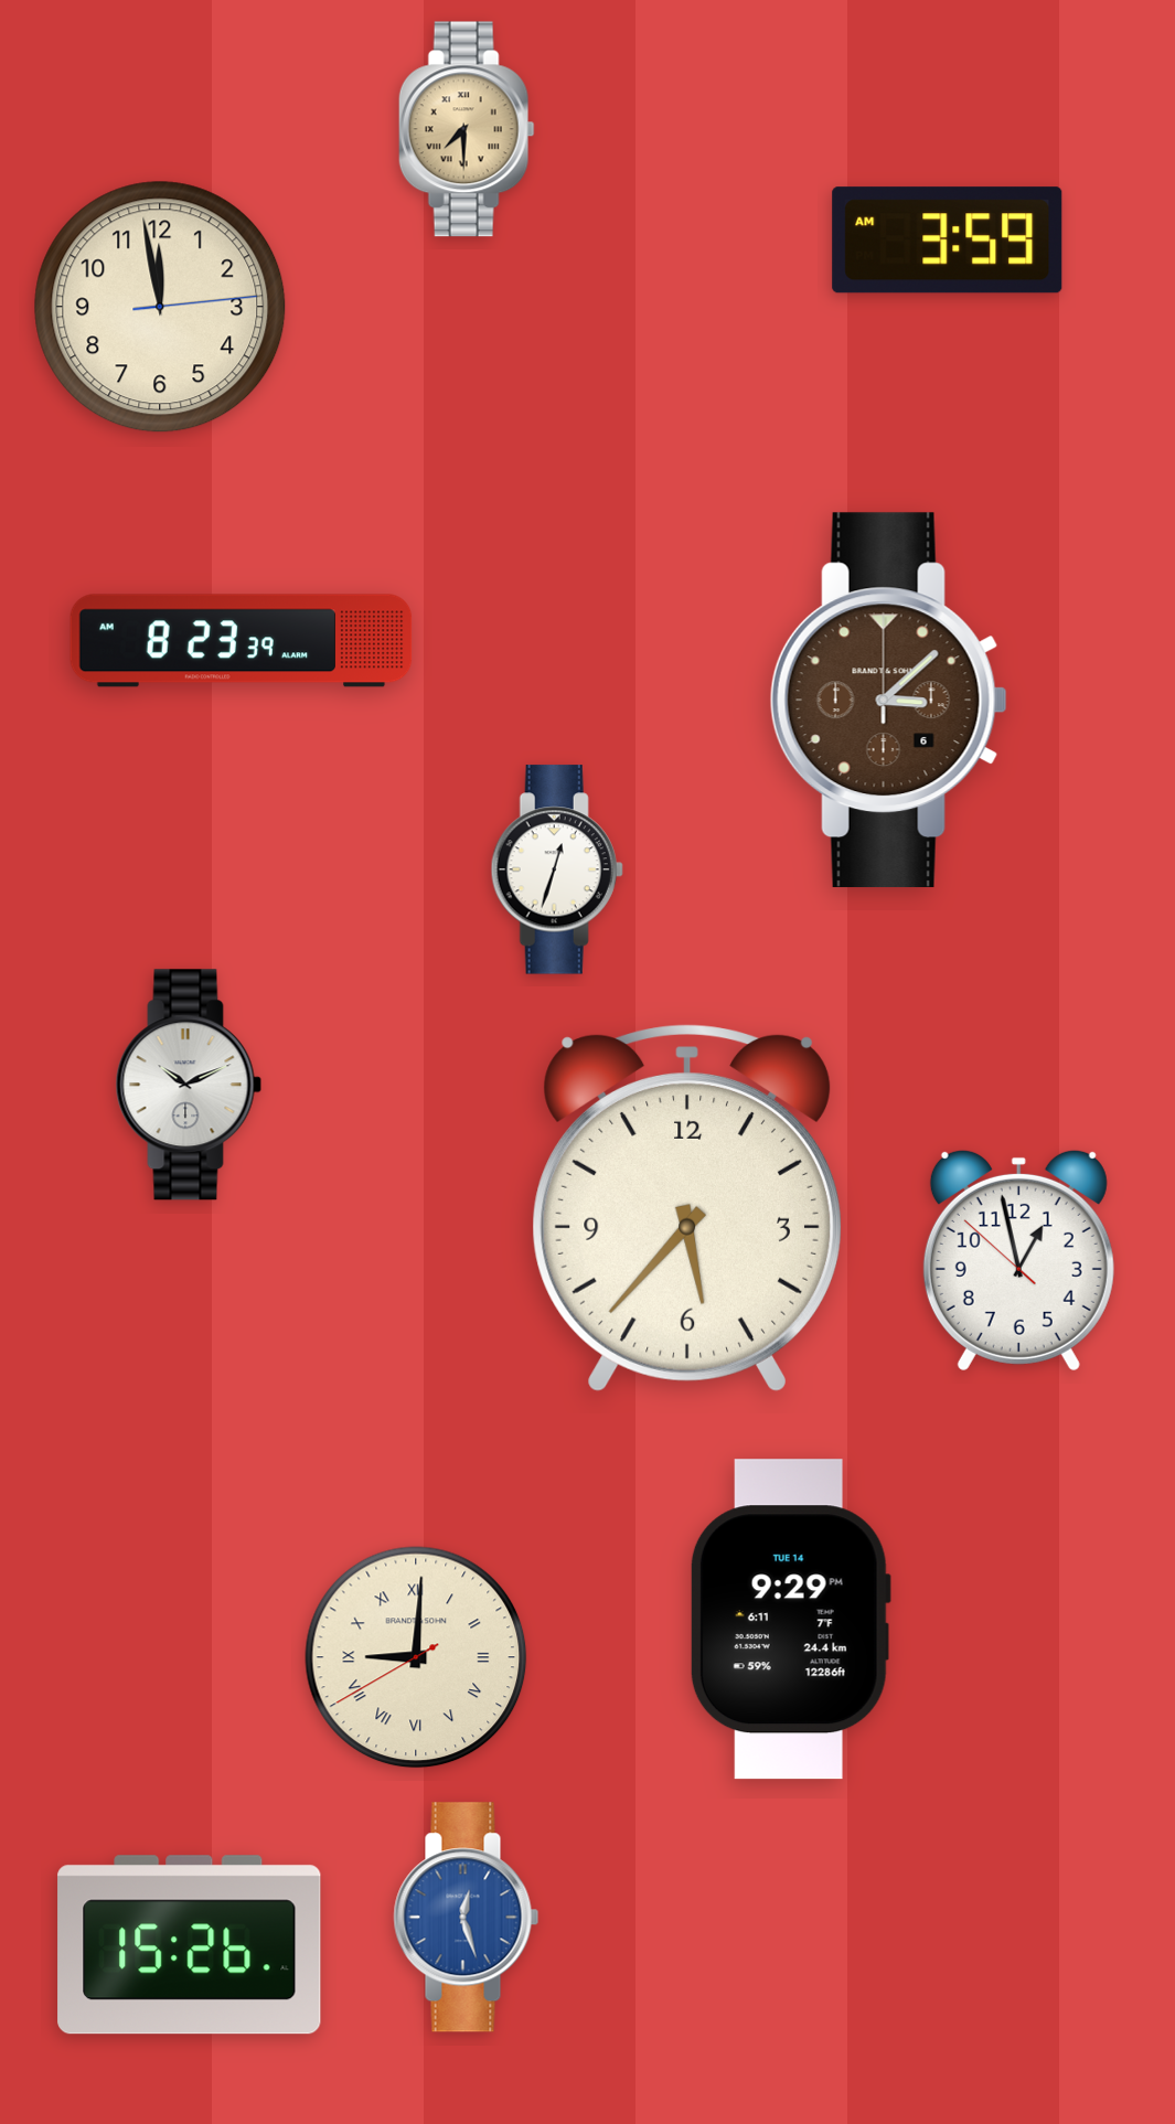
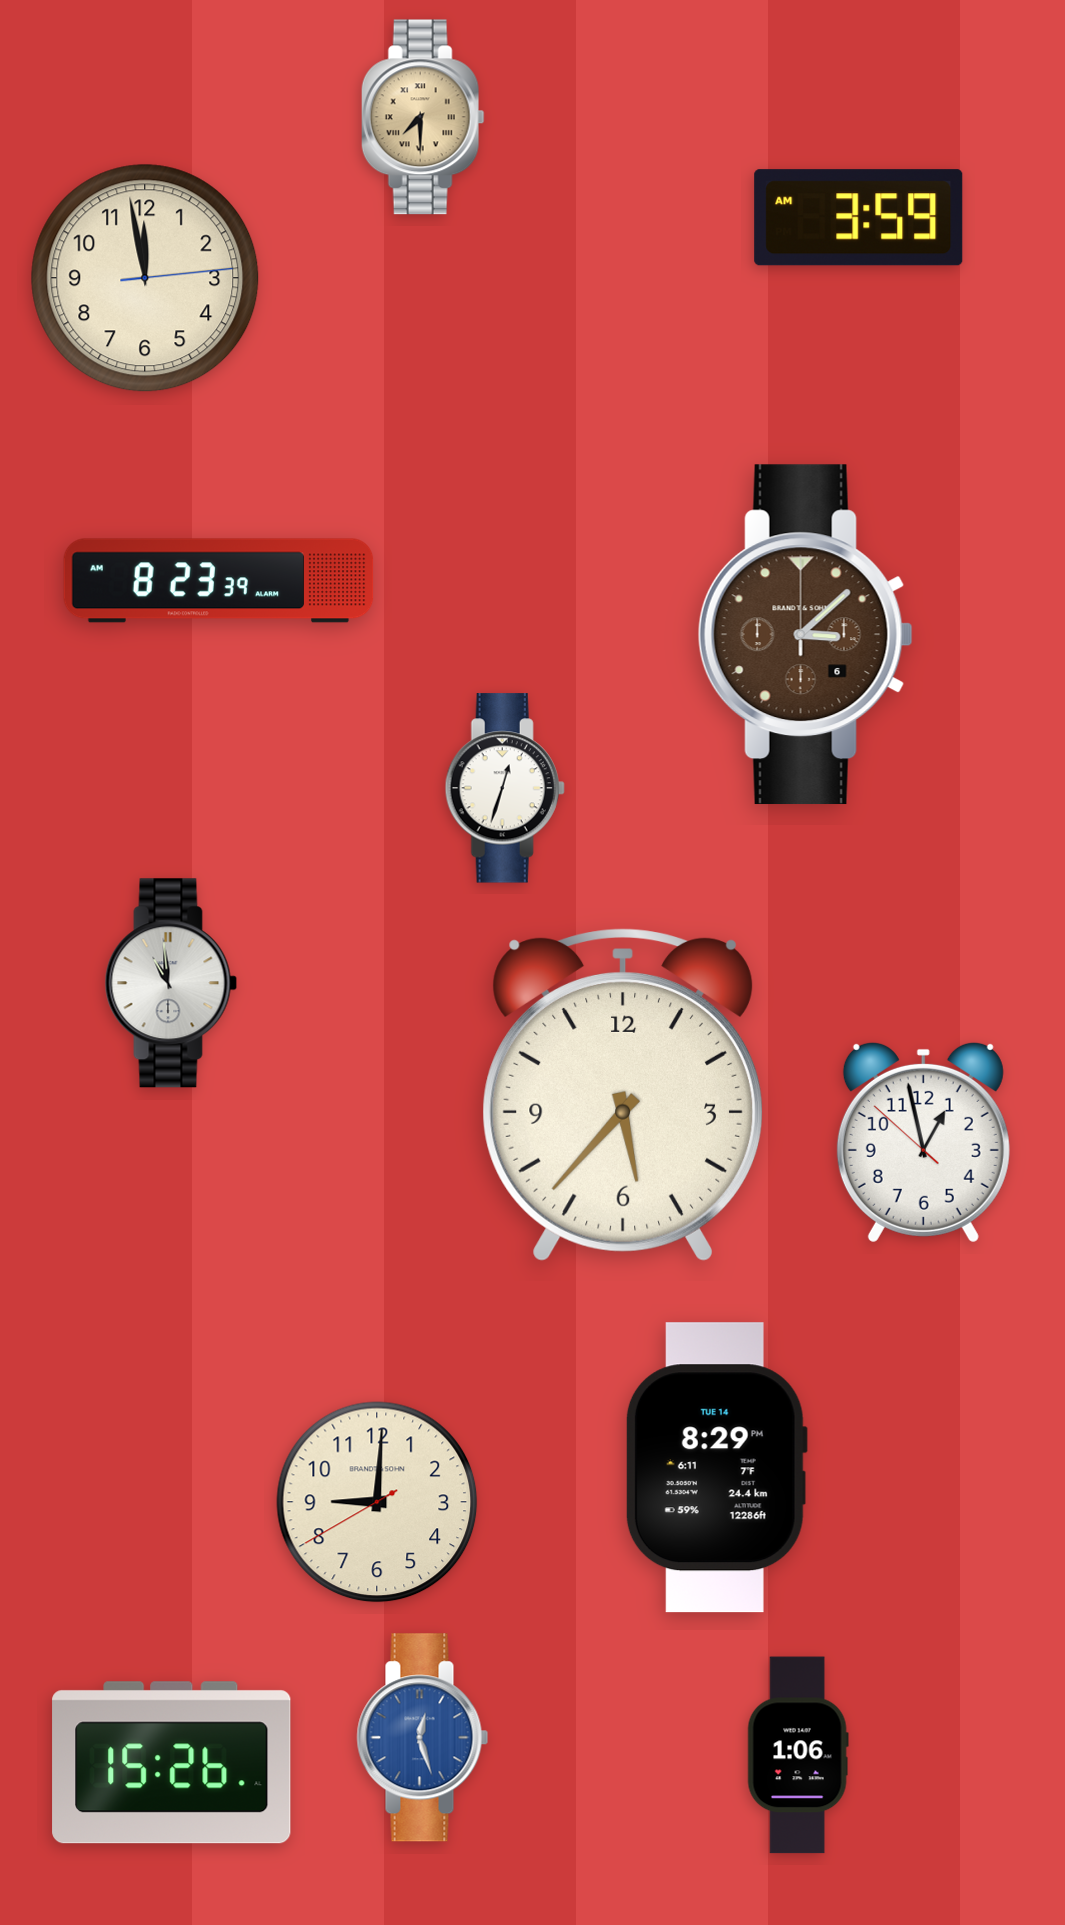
clock at (189, 1085): 10:11 -> 10:59
clock at (790, 1620): 9:29 -> 8:29
clock at (416, 1657) numerals: Roman -> Arabic
clock at (798, 1755): none -> 1:06
